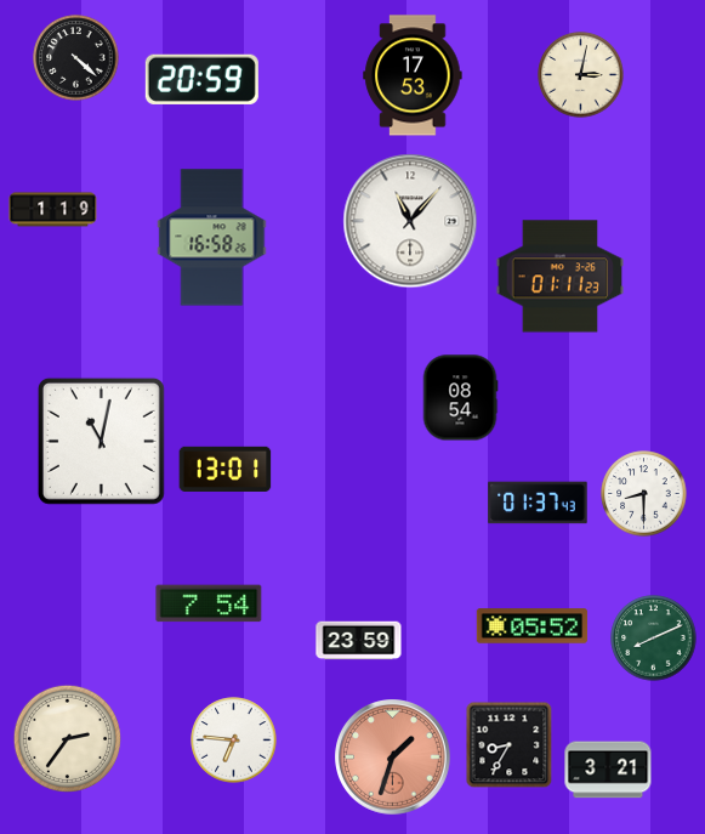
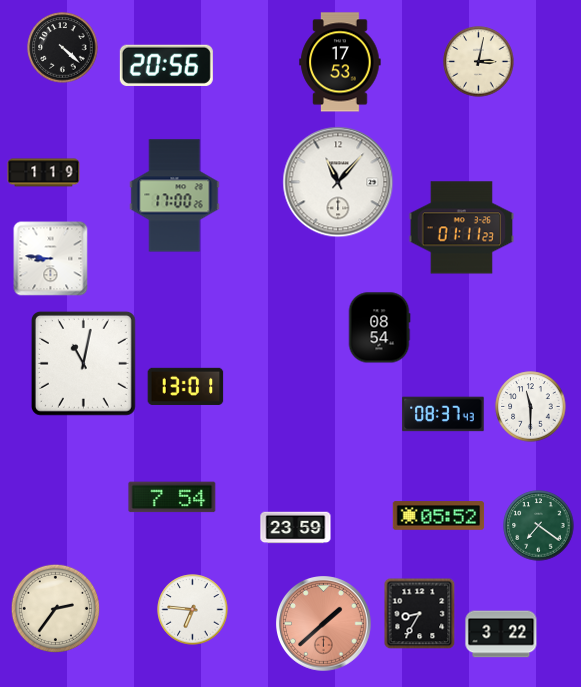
clock at (201, 79): 20:59 -> 20:56
clock at (212, 238): 16:58 -> 17:00
clock at (51, 259): none -> 8:46
clock at (644, 494): 8:30 -> 11:30
clock at (538, 503): 01:37 -> 08:37
clock at (654, 639): 8:11 -> 7:21
clock at (393, 758): 1:33 -> 1:38
clock at (608, 770): 3:21 -> 3:22
